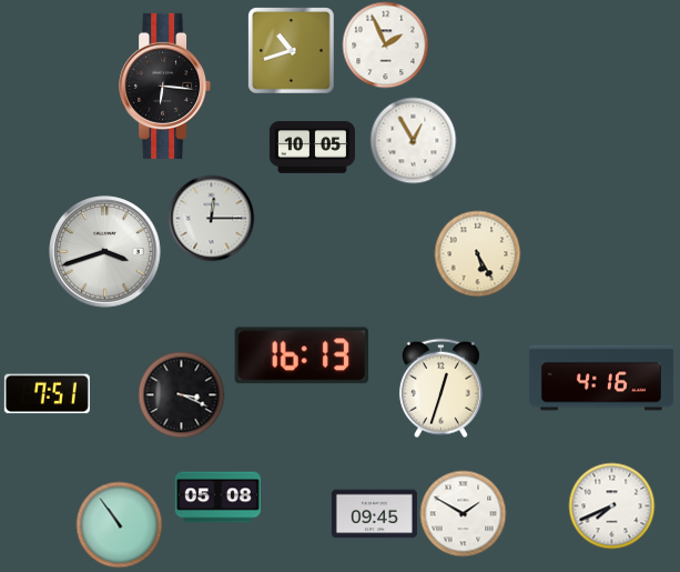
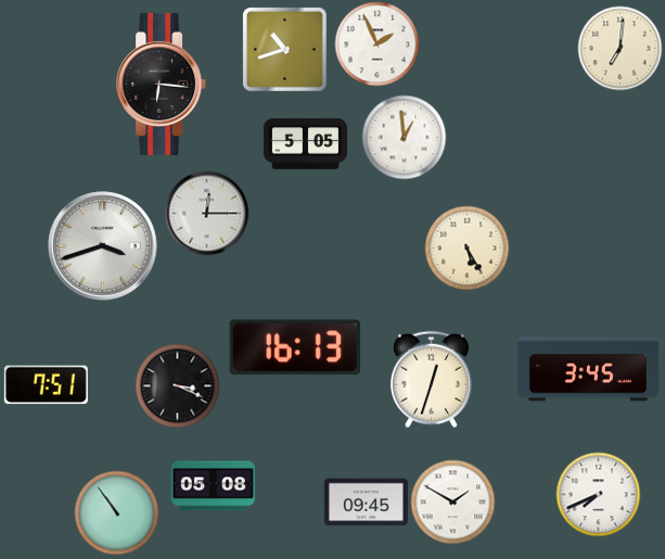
clock at (619, 48): none -> 7:01
clock at (413, 140): 12:55 -> 12:59
clock at (312, 148): 10:05 -> 5:05
clock at (601, 378): 4:16 -> 3:45
